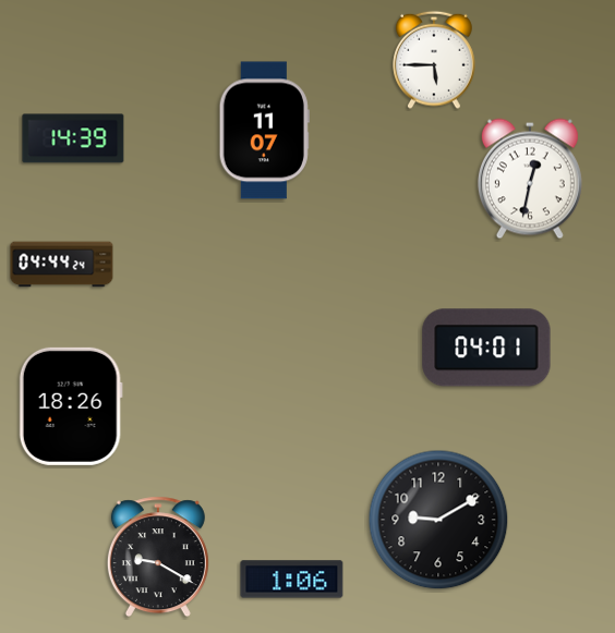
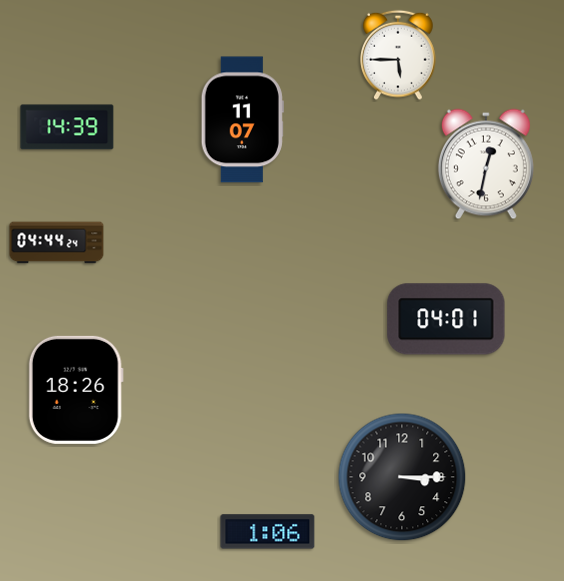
clock at (71, 406) position: (71, 406) -> (76, 390)
clock at (438, 520): 9:10 -> 3:15
clock at (158, 557): 9:20 -> none
